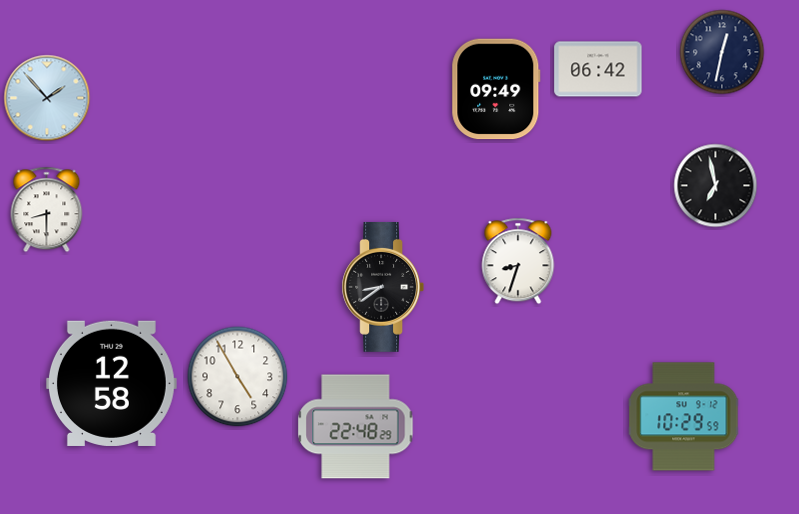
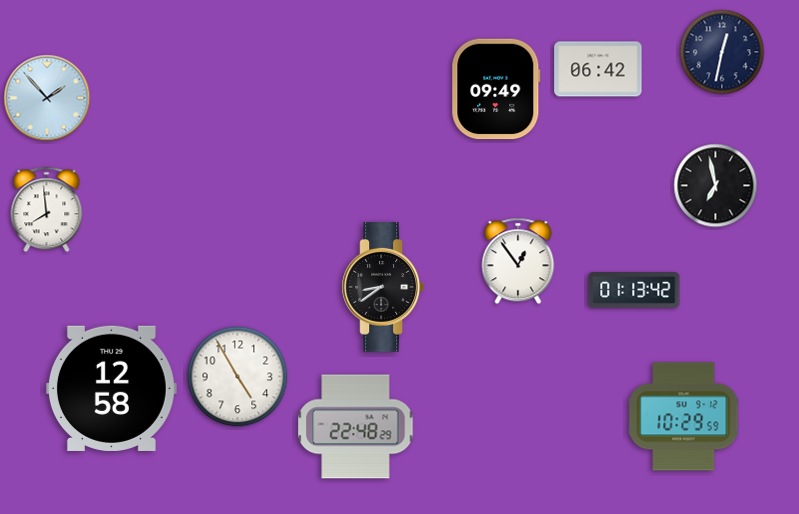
clock at (47, 210): 8:30 -> 7:59
clock at (518, 261): 8:33 -> 12:54
clock at (634, 290): none -> 01:13
clock at (111, 383) position: (111, 383) -> (111, 388)
